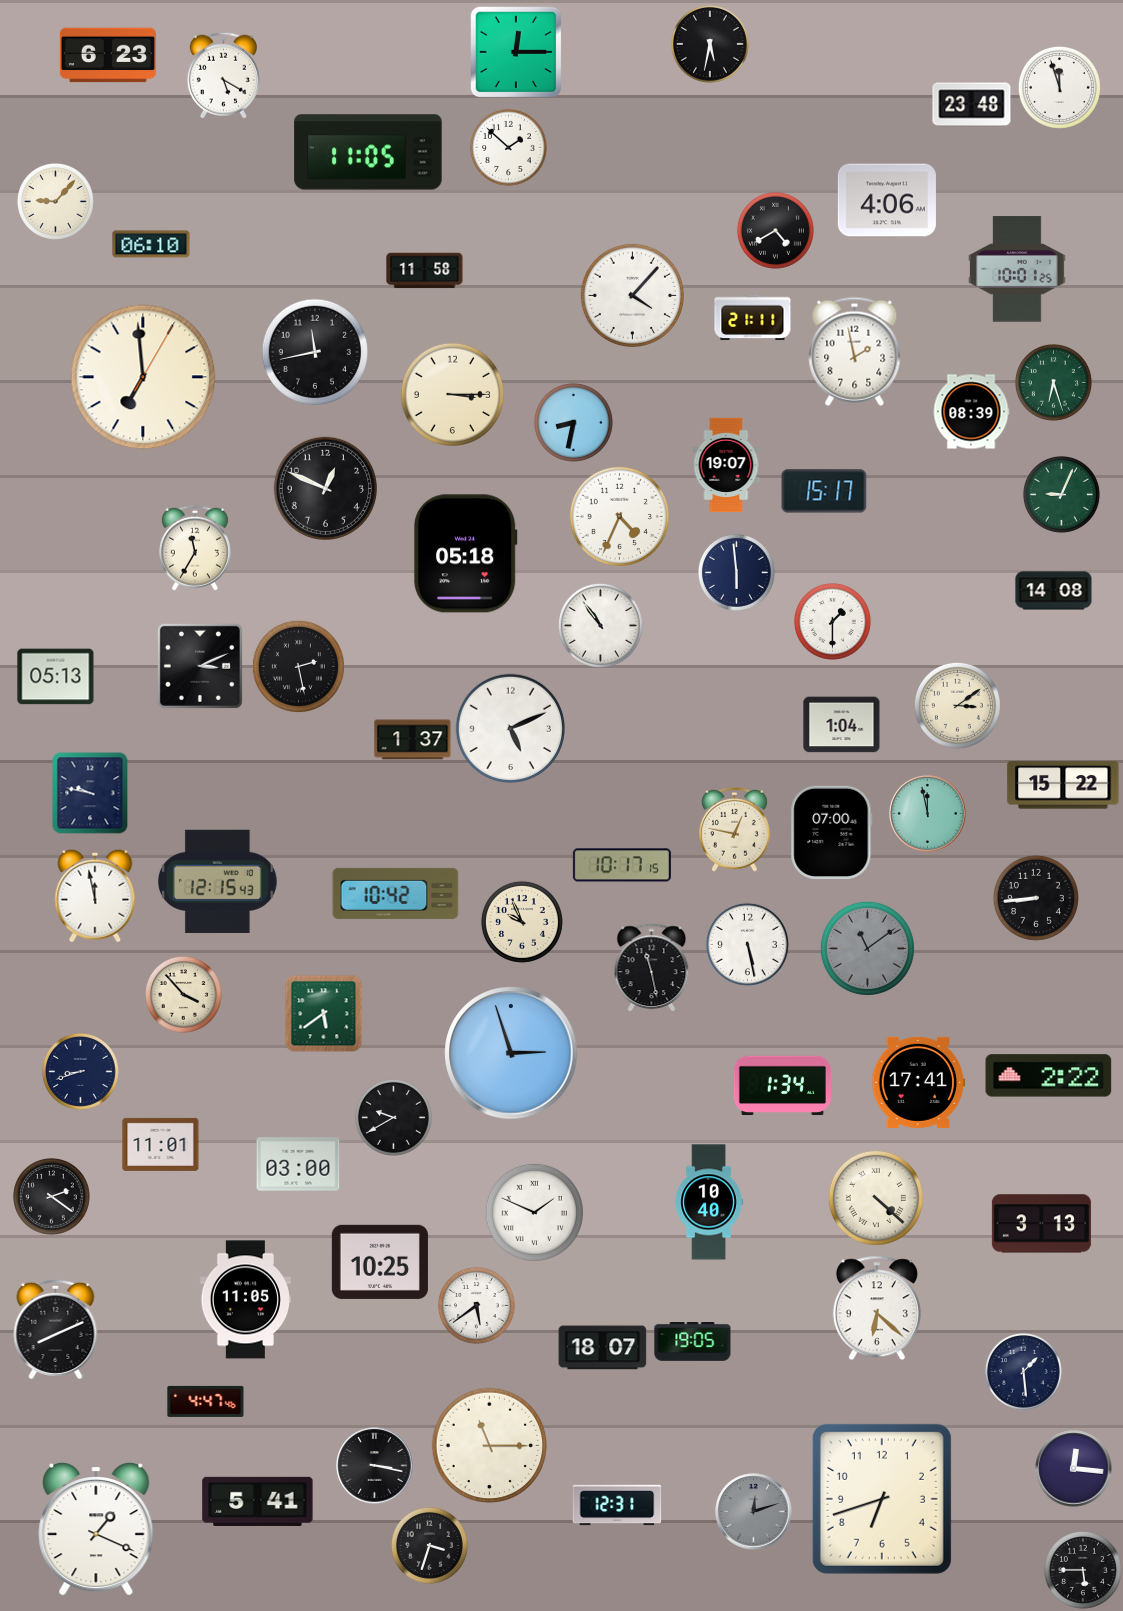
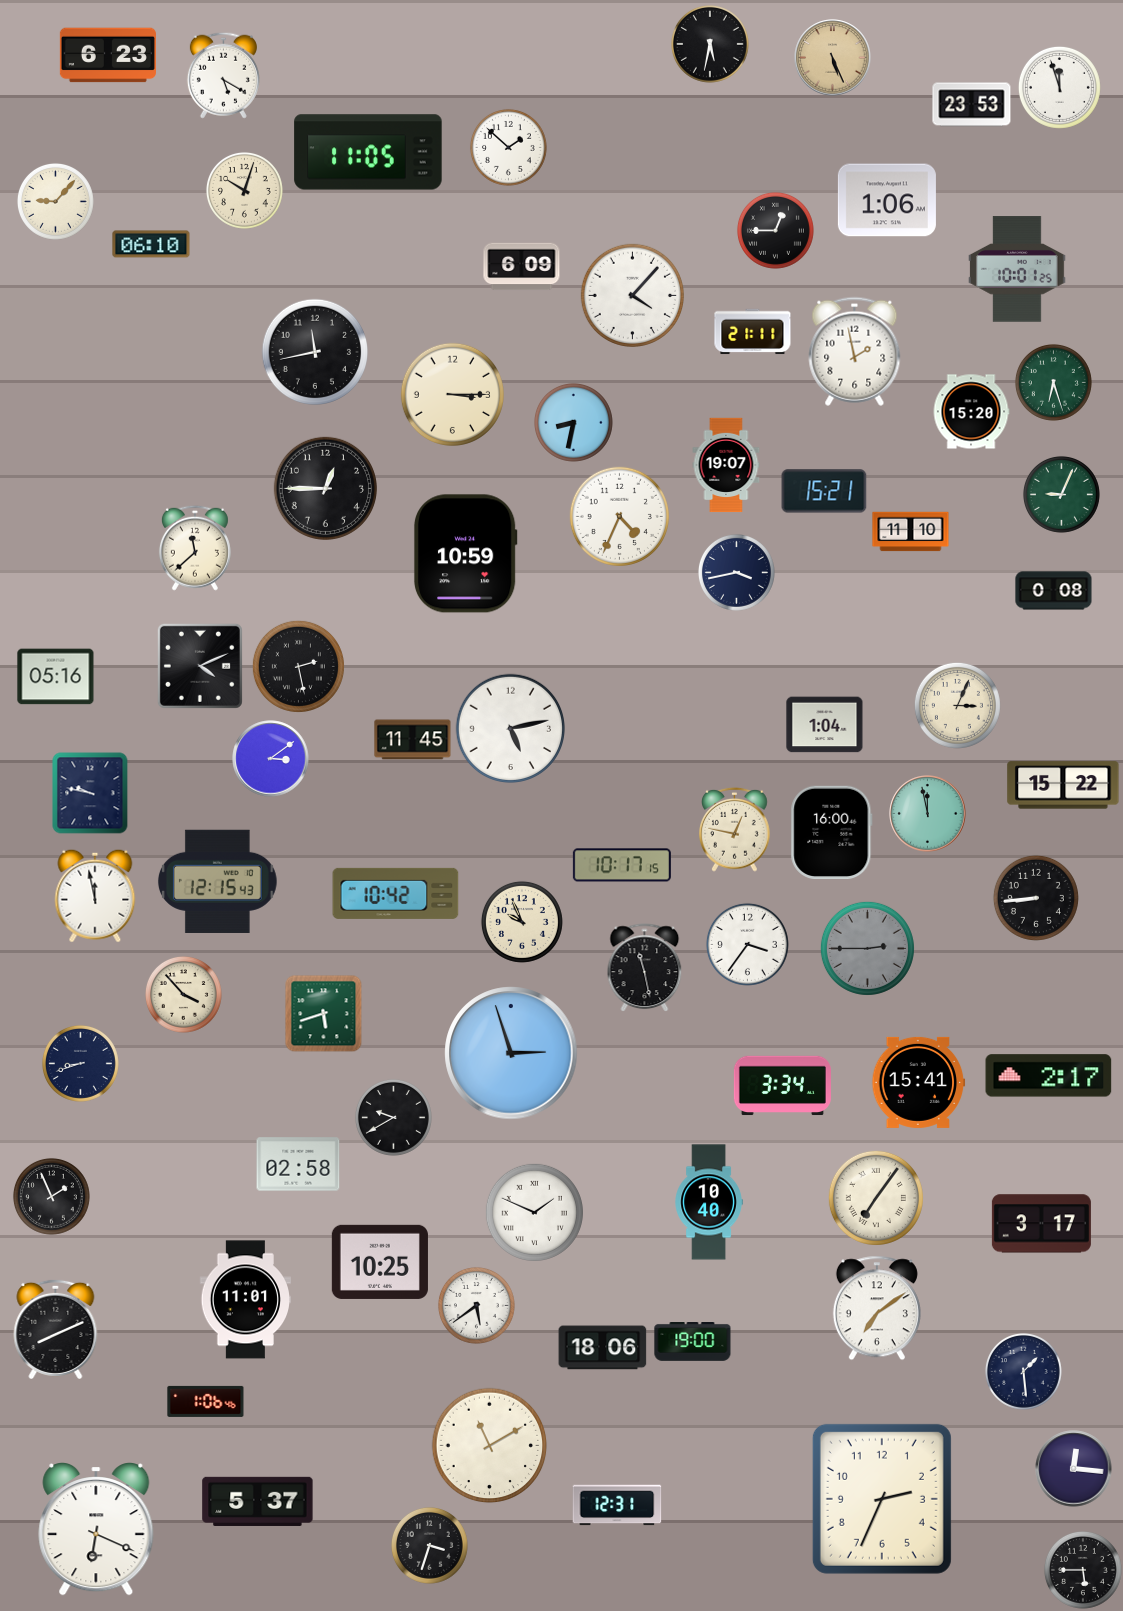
clock at (516, 52): 12:15 -> none
clock at (833, 58): none -> 5:26
clock at (972, 105): 23:48 -> 23:53
clock at (244, 190): none -> 10:03
clock at (887, 200): 4:06 -> 1:06
clock at (775, 230): 4:40 -> 12:45
clock at (522, 267): none -> 6:09
clock at (425, 271): 11:58 -> none
clock at (753, 318) position: (753, 318) -> (753, 332)
clock at (143, 377): 6:59 -> none
clock at (971, 412): 08:39 -> 15:20
clock at (325, 488): 12:49 -> 12:45
clock at (824, 491): 15:17 -> 15:21
clock at (911, 532): none -> 11:10
clock at (195, 548): 11:35 -> 11:38
clock at (465, 554): 05:18 -> 10:59
clock at (736, 572): 5:59 -> 3:43
clock at (1054, 591): 14:08 -> 0:08
clock at (832, 621): 1:30 -> none
clock at (600, 625): 10:54 -> none
clock at (200, 666): 3:11 -> 4:11
clock at (56, 677): 05:13 -> 05:16
clock at (957, 705): 3:09 -> 3:04
clock at (842, 725) position: (842, 725) -> (825, 725)
clock at (510, 728): 5:11 -> 5:13
clock at (413, 740): 1:37 -> 11:45
clock at (271, 759): none -> 3:09
clock at (832, 833): 07:00 -> 16:00
clock at (747, 944): 5:28 -> 3:36
clock at (867, 948): 11:09 -> 2:45
clock at (652, 967) position: (652, 967) -> (645, 967)
clock at (323, 1013): 5:39 -> 5:42
clock at (80, 1071) position: (80, 1071) -> (80, 1063)
clock at (1049, 1076): 2:22 -> 2:17
clock at (919, 1082): 17:41 -> 15:41
clock at (782, 1086): 1:34 -> 3:34
clock at (161, 1144): 11:01 -> none
clock at (298, 1164): 03:00 -> 02:58
clock at (51, 1196): 2:21 -> 1:56
clock at (876, 1198): 4:22 -> 7:06
clock at (1041, 1224): 3:13 -> 3:17
clock at (245, 1300): 11:05 -> 11:01
clock at (877, 1308): 6:22 -> 7:09
clock at (693, 1342): 19:05 -> 19:00
clock at (603, 1348): 18:07 -> 18:06
clock at (206, 1401): 4:47 -> 1:06
clock at (490, 1446): 11:15 -> 11:10
clock at (375, 1466): 3:17 -> none
clock at (882, 1499): 6:42 -> 2:34
clock at (258, 1501): 5:41 -> 5:37
clock at (754, 1512): 12:12 -> none
clock at (96, 1530): 1:19 -> 6:19
